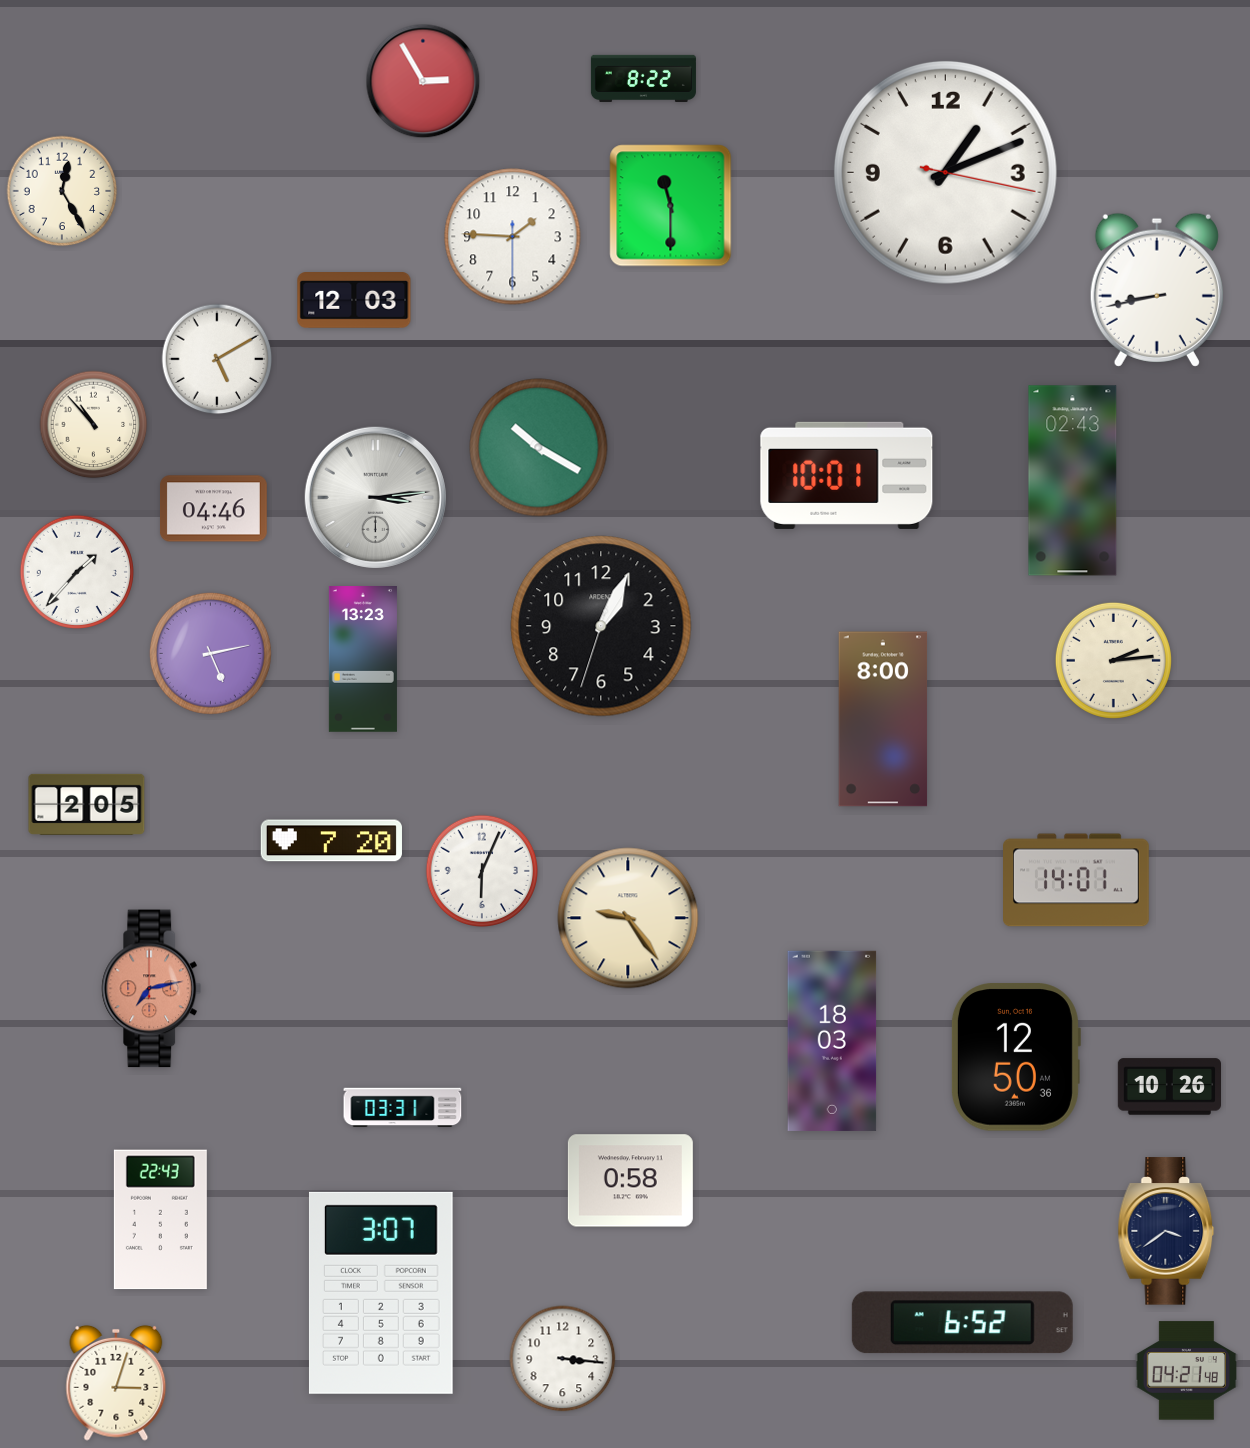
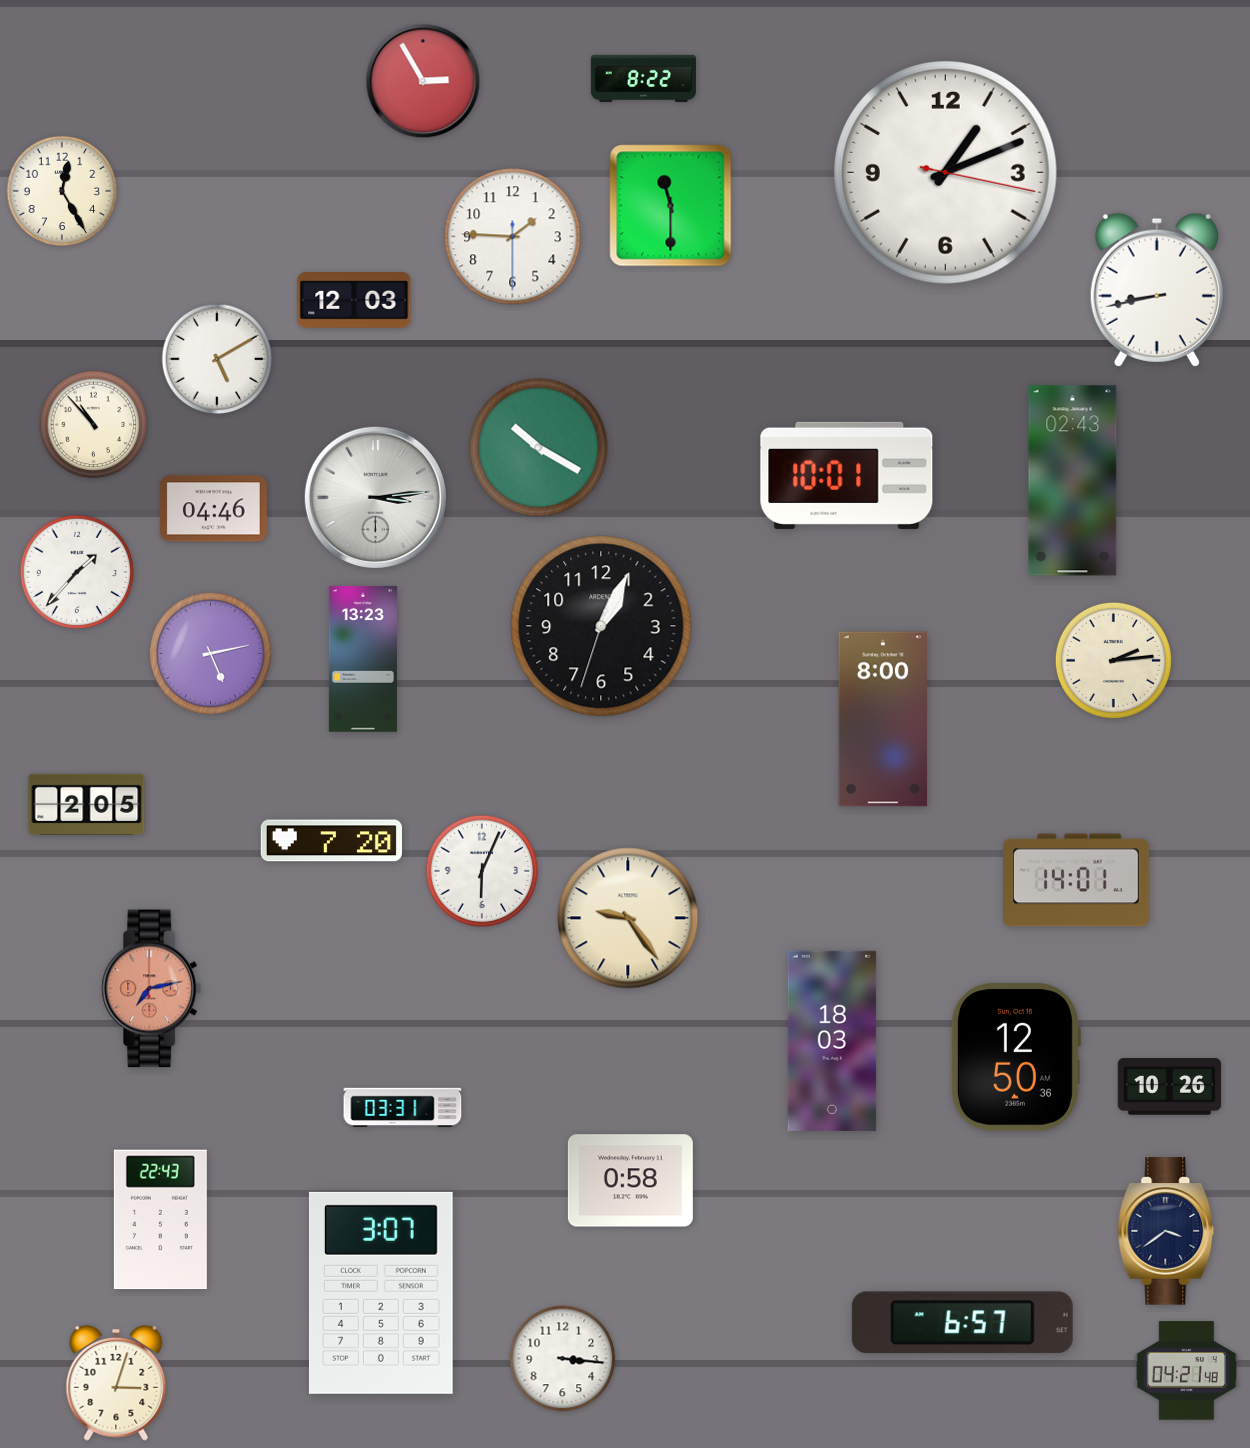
clock at (962, 1323): 6:52 -> 6:57
